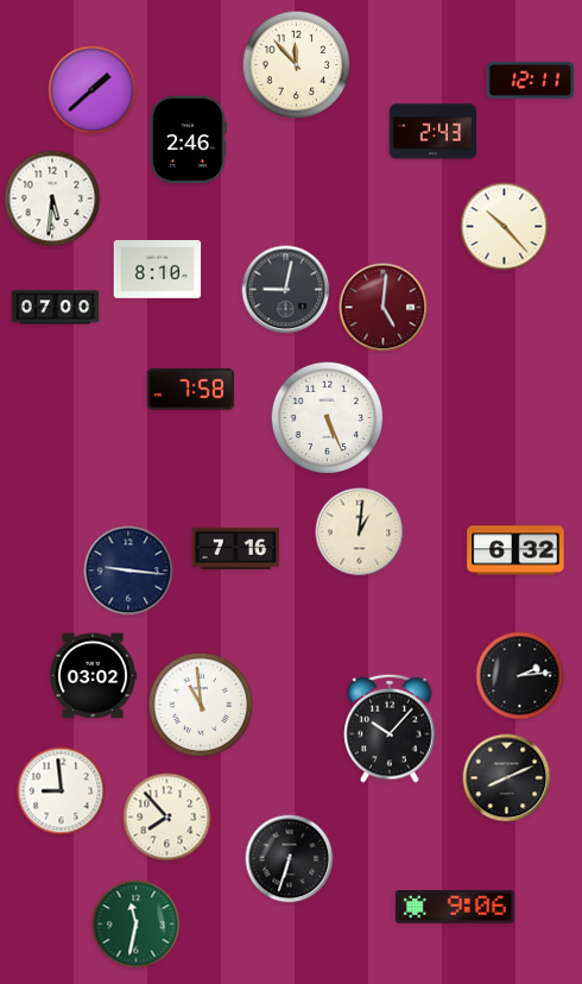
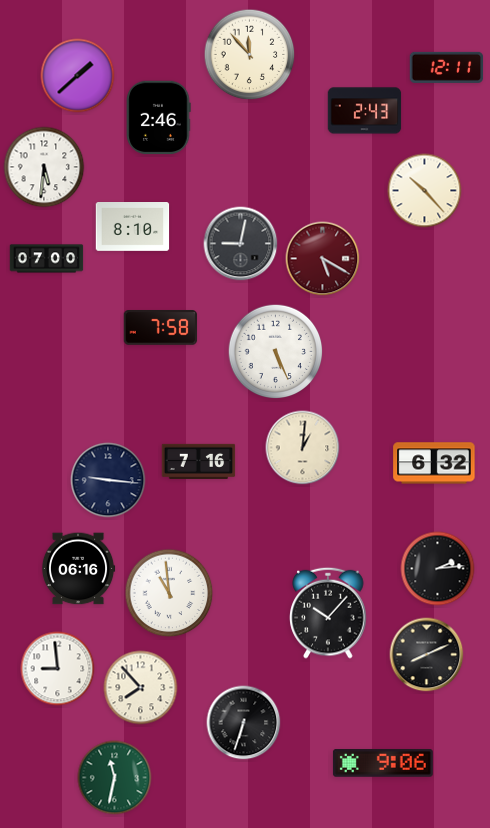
clock at (384, 308): 5:01 -> 5:20
clock at (93, 676): 03:02 -> 06:16
clock at (62, 791) position: (62, 791) -> (58, 669)
